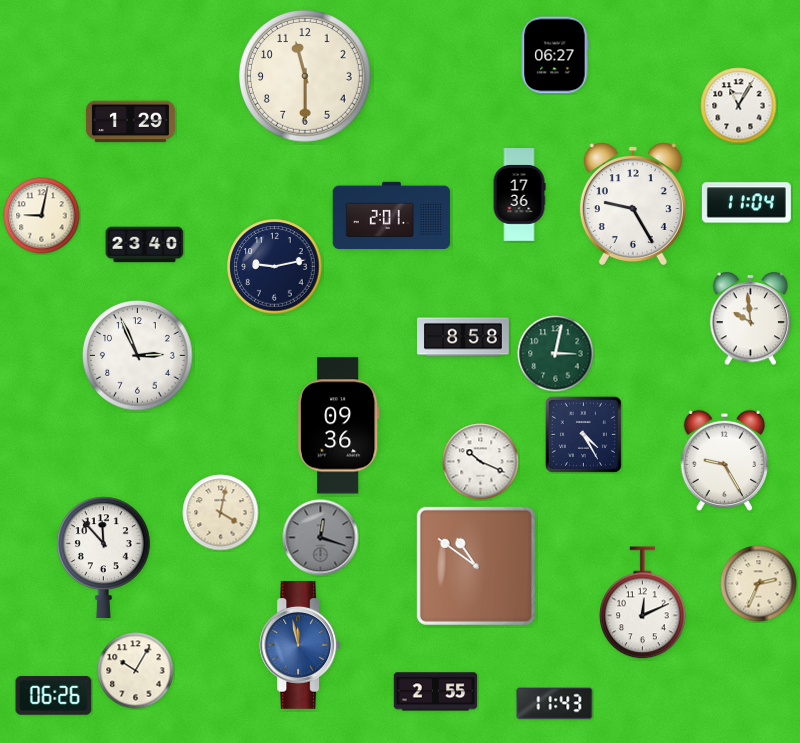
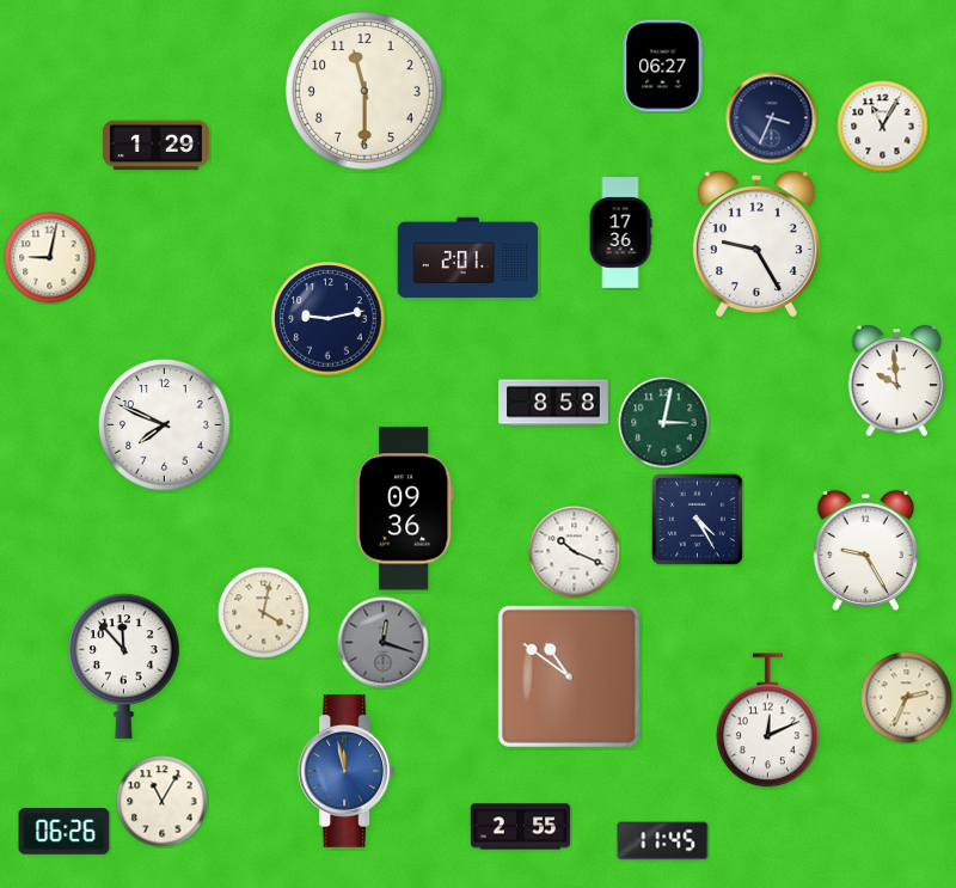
clock at (772, 118): none -> 3:34
clock at (746, 203): 11:04 -> none
clock at (145, 245): 23:40 -> none
clock at (138, 356): 2:56 -> 7:49
clock at (300, 645) position: (300, 645) -> (347, 771)
clock at (136, 671): 10:05 -> 11:05
clock at (555, 704): 11:43 -> 11:45
